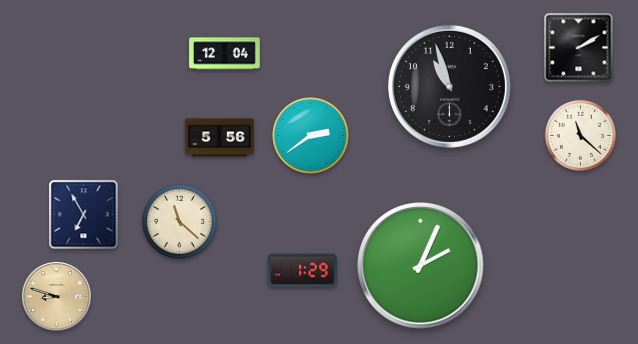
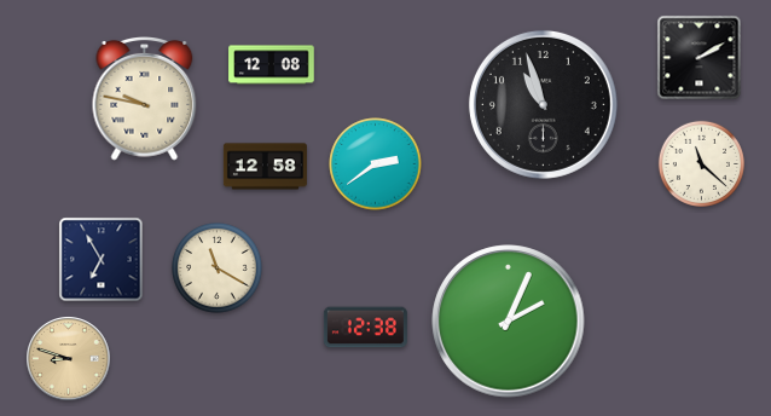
clock at (225, 54): 12:04 -> 12:08
clock at (145, 99): none -> 9:47
clock at (219, 138): 5:56 -> 12:58
clock at (180, 222): 11:22 -> 11:20
clock at (302, 271): 1:29 -> 12:38
